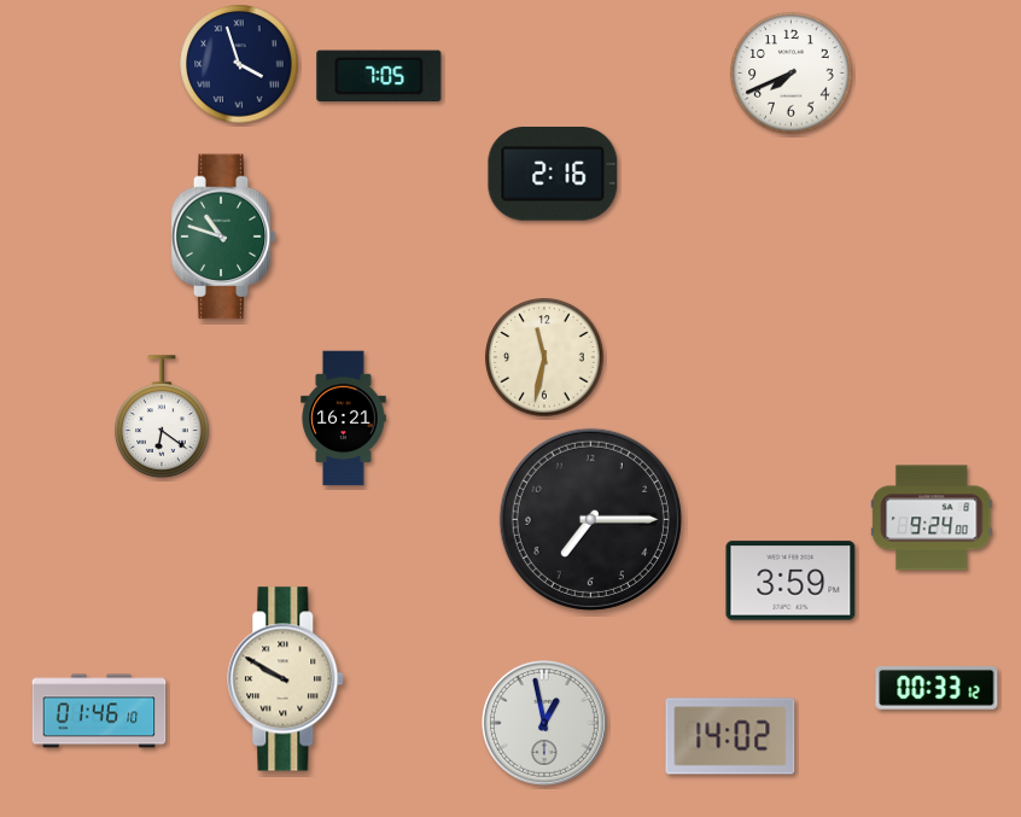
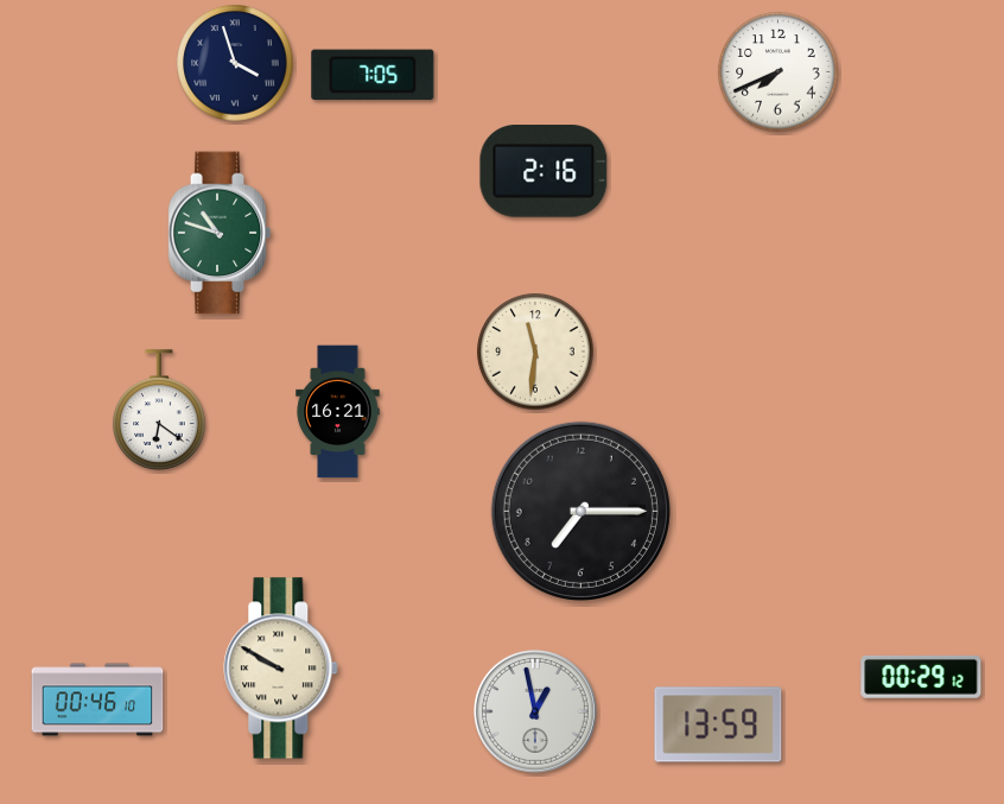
clock at (544, 357): 11:32 -> 11:31
clock at (932, 518): 9:24 -> none
clock at (790, 580): 3:59 -> none
clock at (937, 688): 00:33 -> 00:29
clock at (99, 711): 01:46 -> 00:46
clock at (730, 736): 14:02 -> 13:59
